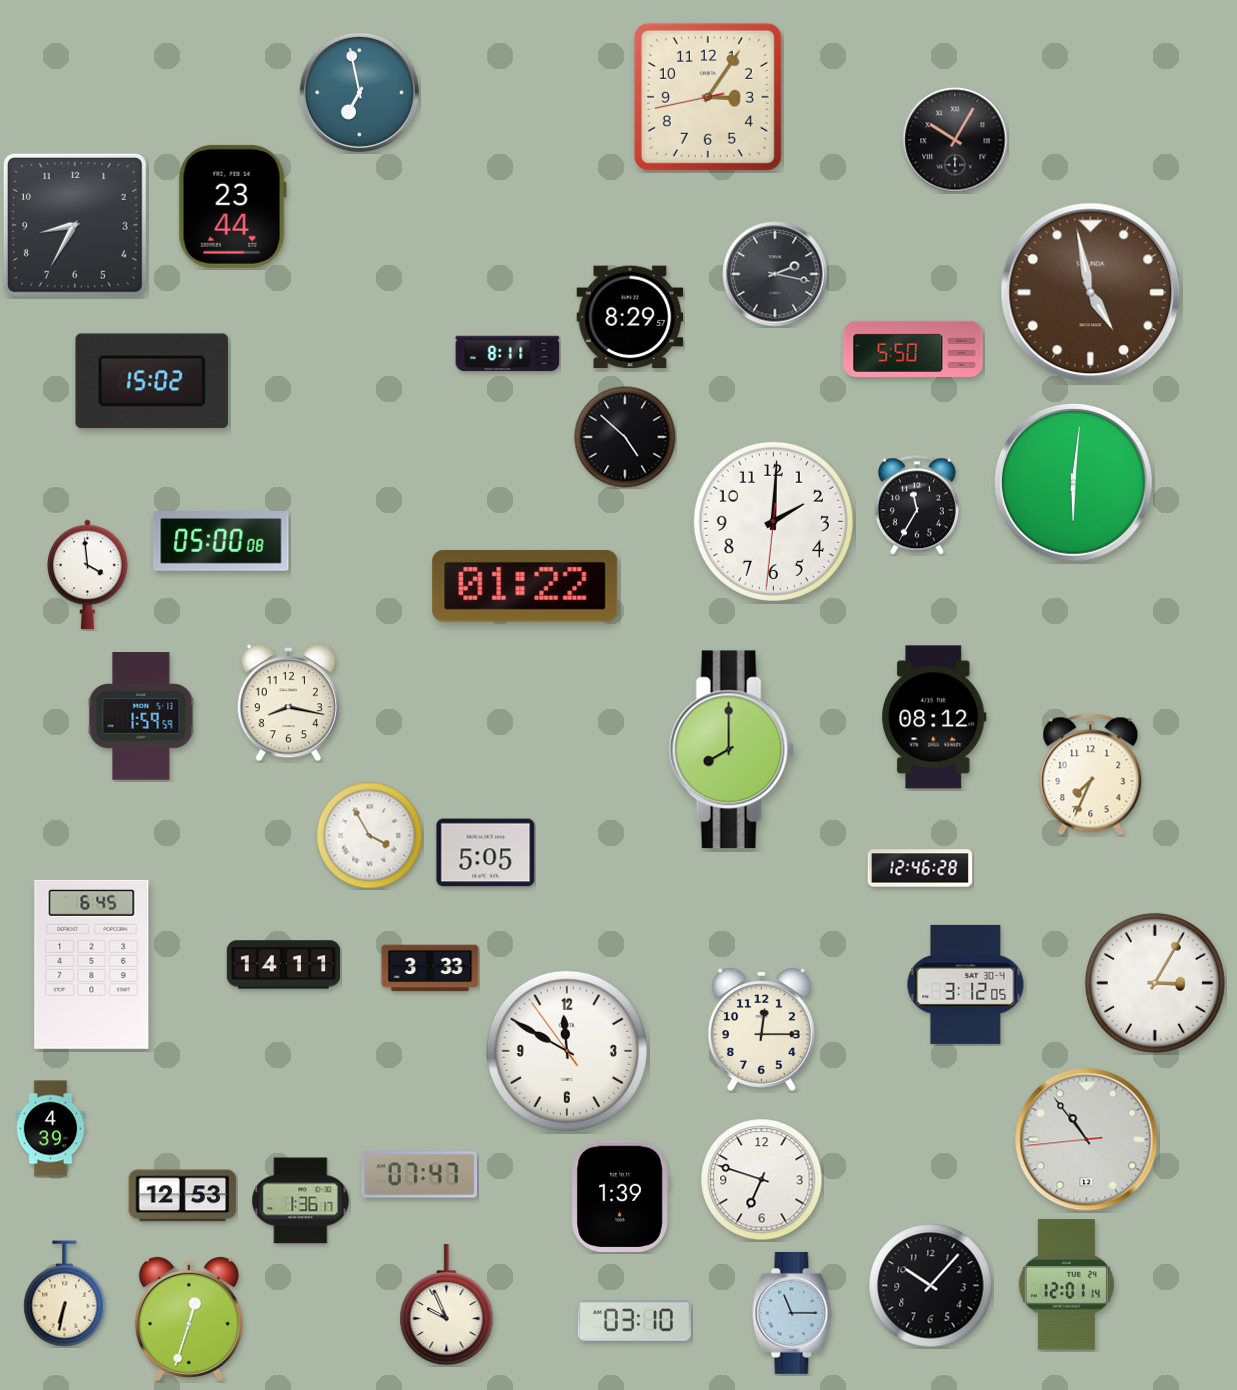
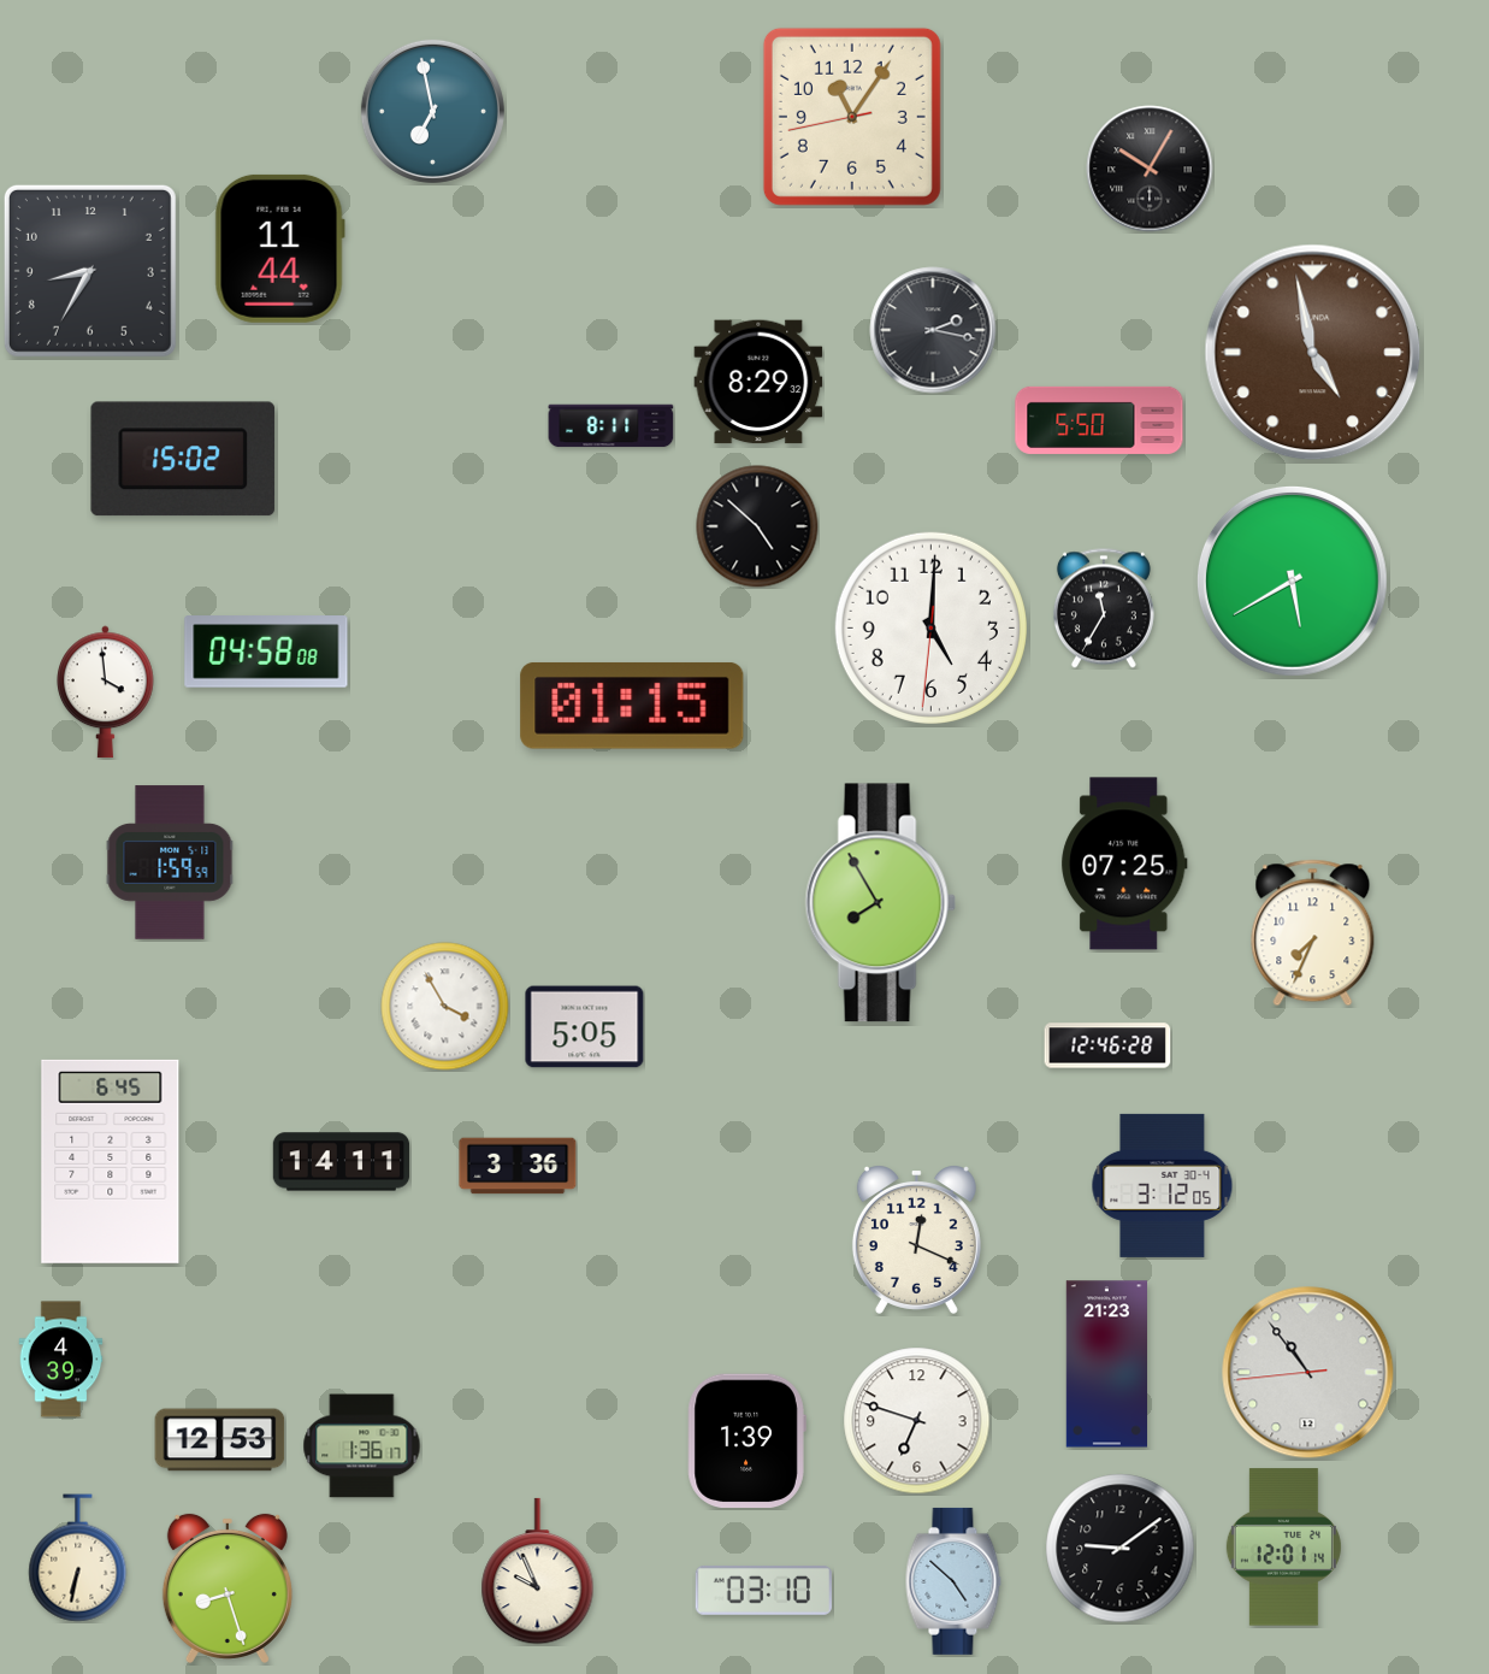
clock at (708, 97): 3:05 -> 11:05
clock at (232, 206): 23:44 -> 11:44
clock at (630, 317): 8:29:57 -> 8:29:32
clock at (625, 437) position: (625, 437) -> (757, 526)
clock at (1073, 482): 6:01 -> 5:40
clock at (773, 521): 2:00 -> 5:00
clock at (221, 541): 05:00 -> 04:58
clock at (525, 586): 01:22 -> 01:15
clock at (288, 703): 8:17 -> none
clock at (934, 717): 08:12 -> 07:25
clock at (731, 750): 8:00 -> 7:55
clock at (430, 968): 3:33 -> 3:36
clock at (1155, 983): 3:05 -> none
clock at (761, 1029): 12:15 -> 12:19
clock at (567, 1051): 11:49 -> none
clock at (1106, 1364): none -> 21:23
clock at (419, 1175): 07:47 -> none
clock at (931, 1286): 10:07 -> 9:09
clock at (792, 1313): 11:15 -> 4:52
clock at (189, 1319): 12:33 -> 8:27
